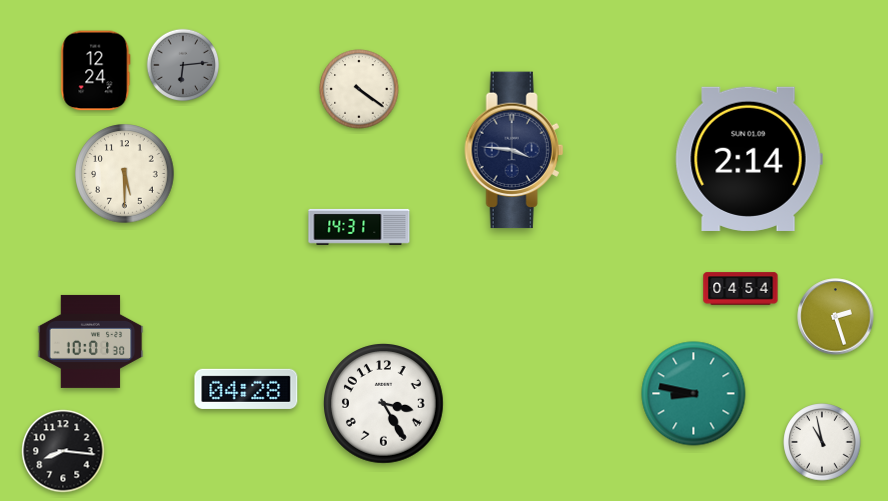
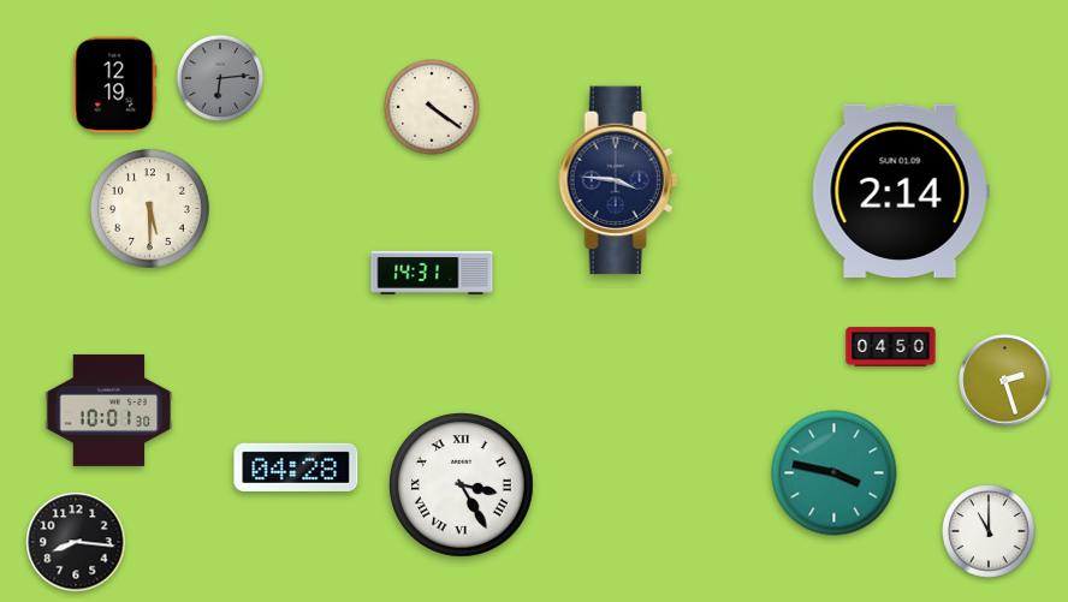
clock at (96, 71): 12:24 -> 12:19
clock at (741, 289): 04:54 -> 04:50
clock at (694, 394): 8:47 -> 3:47
clock at (384, 404) numerals: Arabic -> Roman
clock at (822, 442): 10:58 -> 11:00
